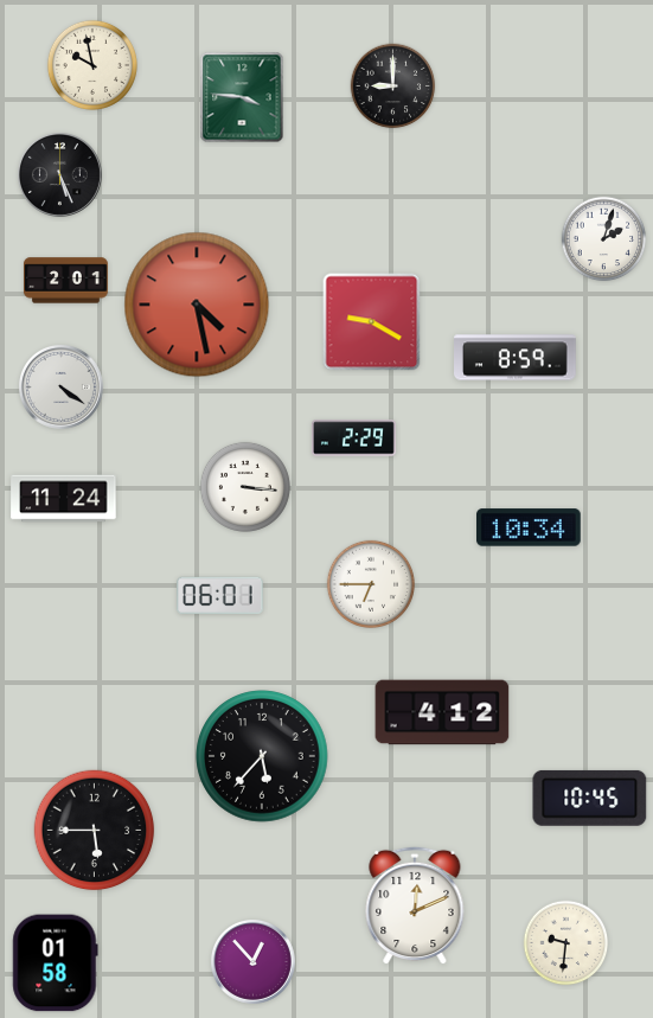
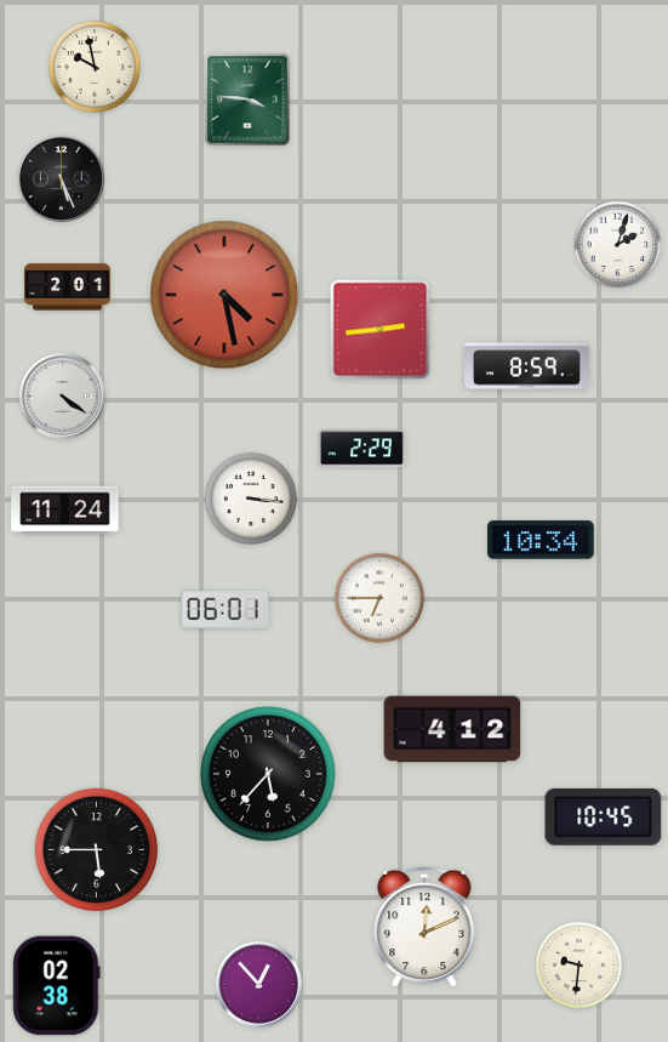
clock at (393, 87): 9:00 -> none
clock at (197, 305) position: (197, 305) -> (224, 295)
clock at (372, 322): 9:20 -> 2:44
clock at (56, 963): 01:58 -> 02:38
